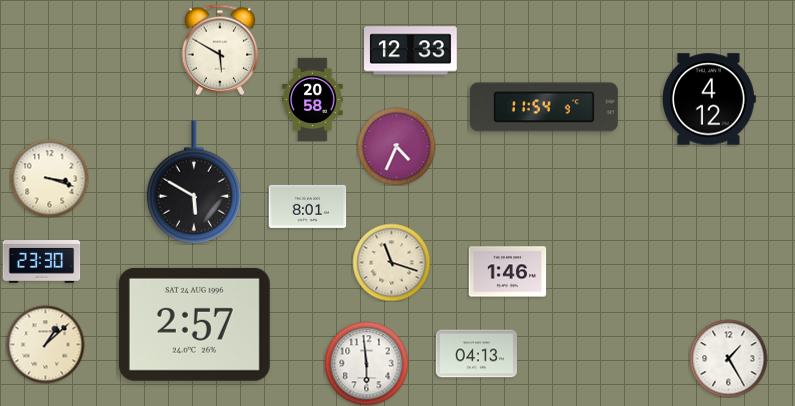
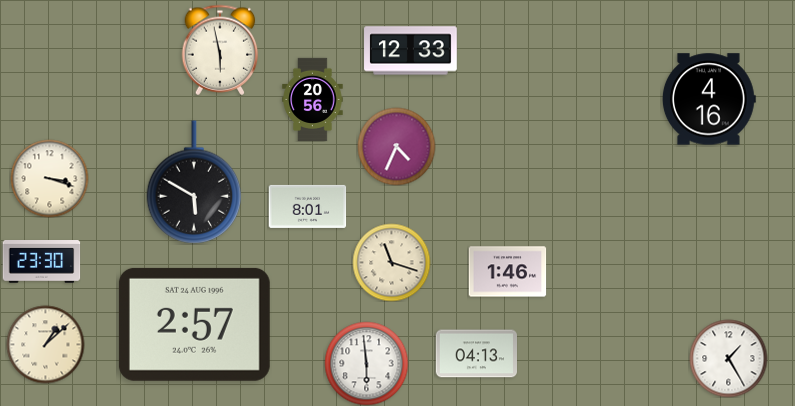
clock at (220, 50): 5:50 -> 5:58
clock at (313, 99): 20:58 -> 20:56
clock at (709, 99): 4:12 -> 4:16
clock at (544, 107): 11:54 -> none
